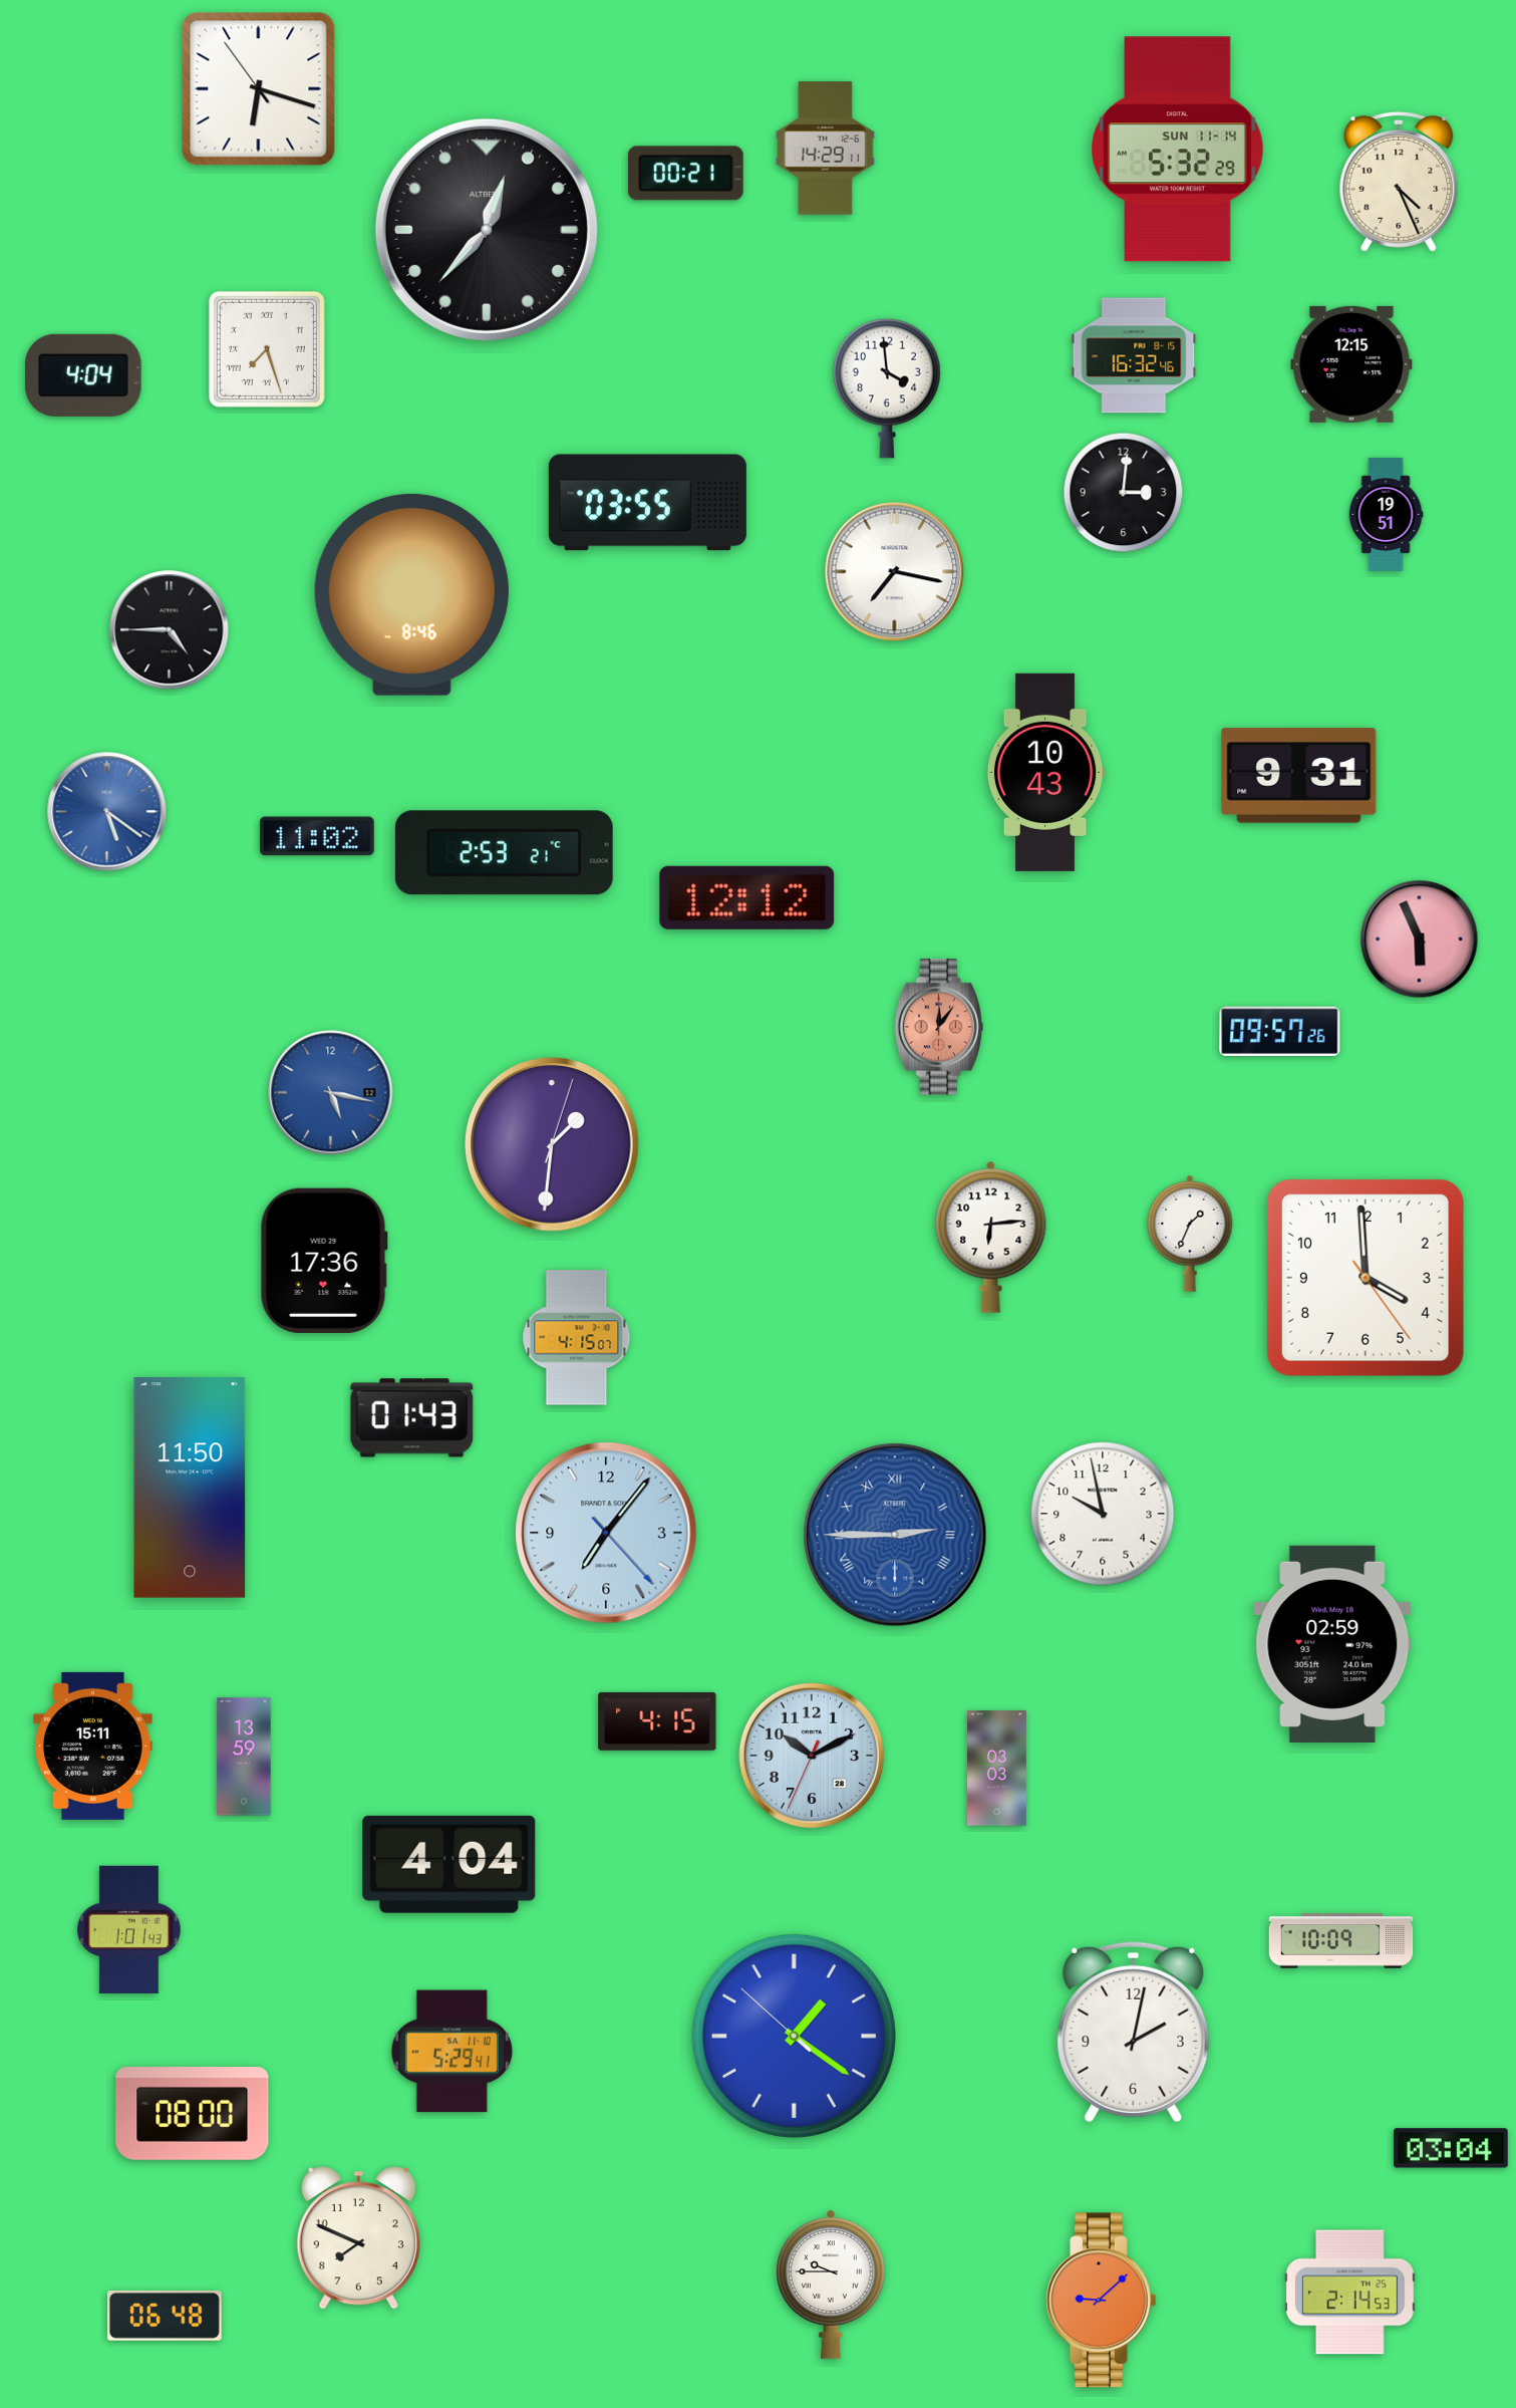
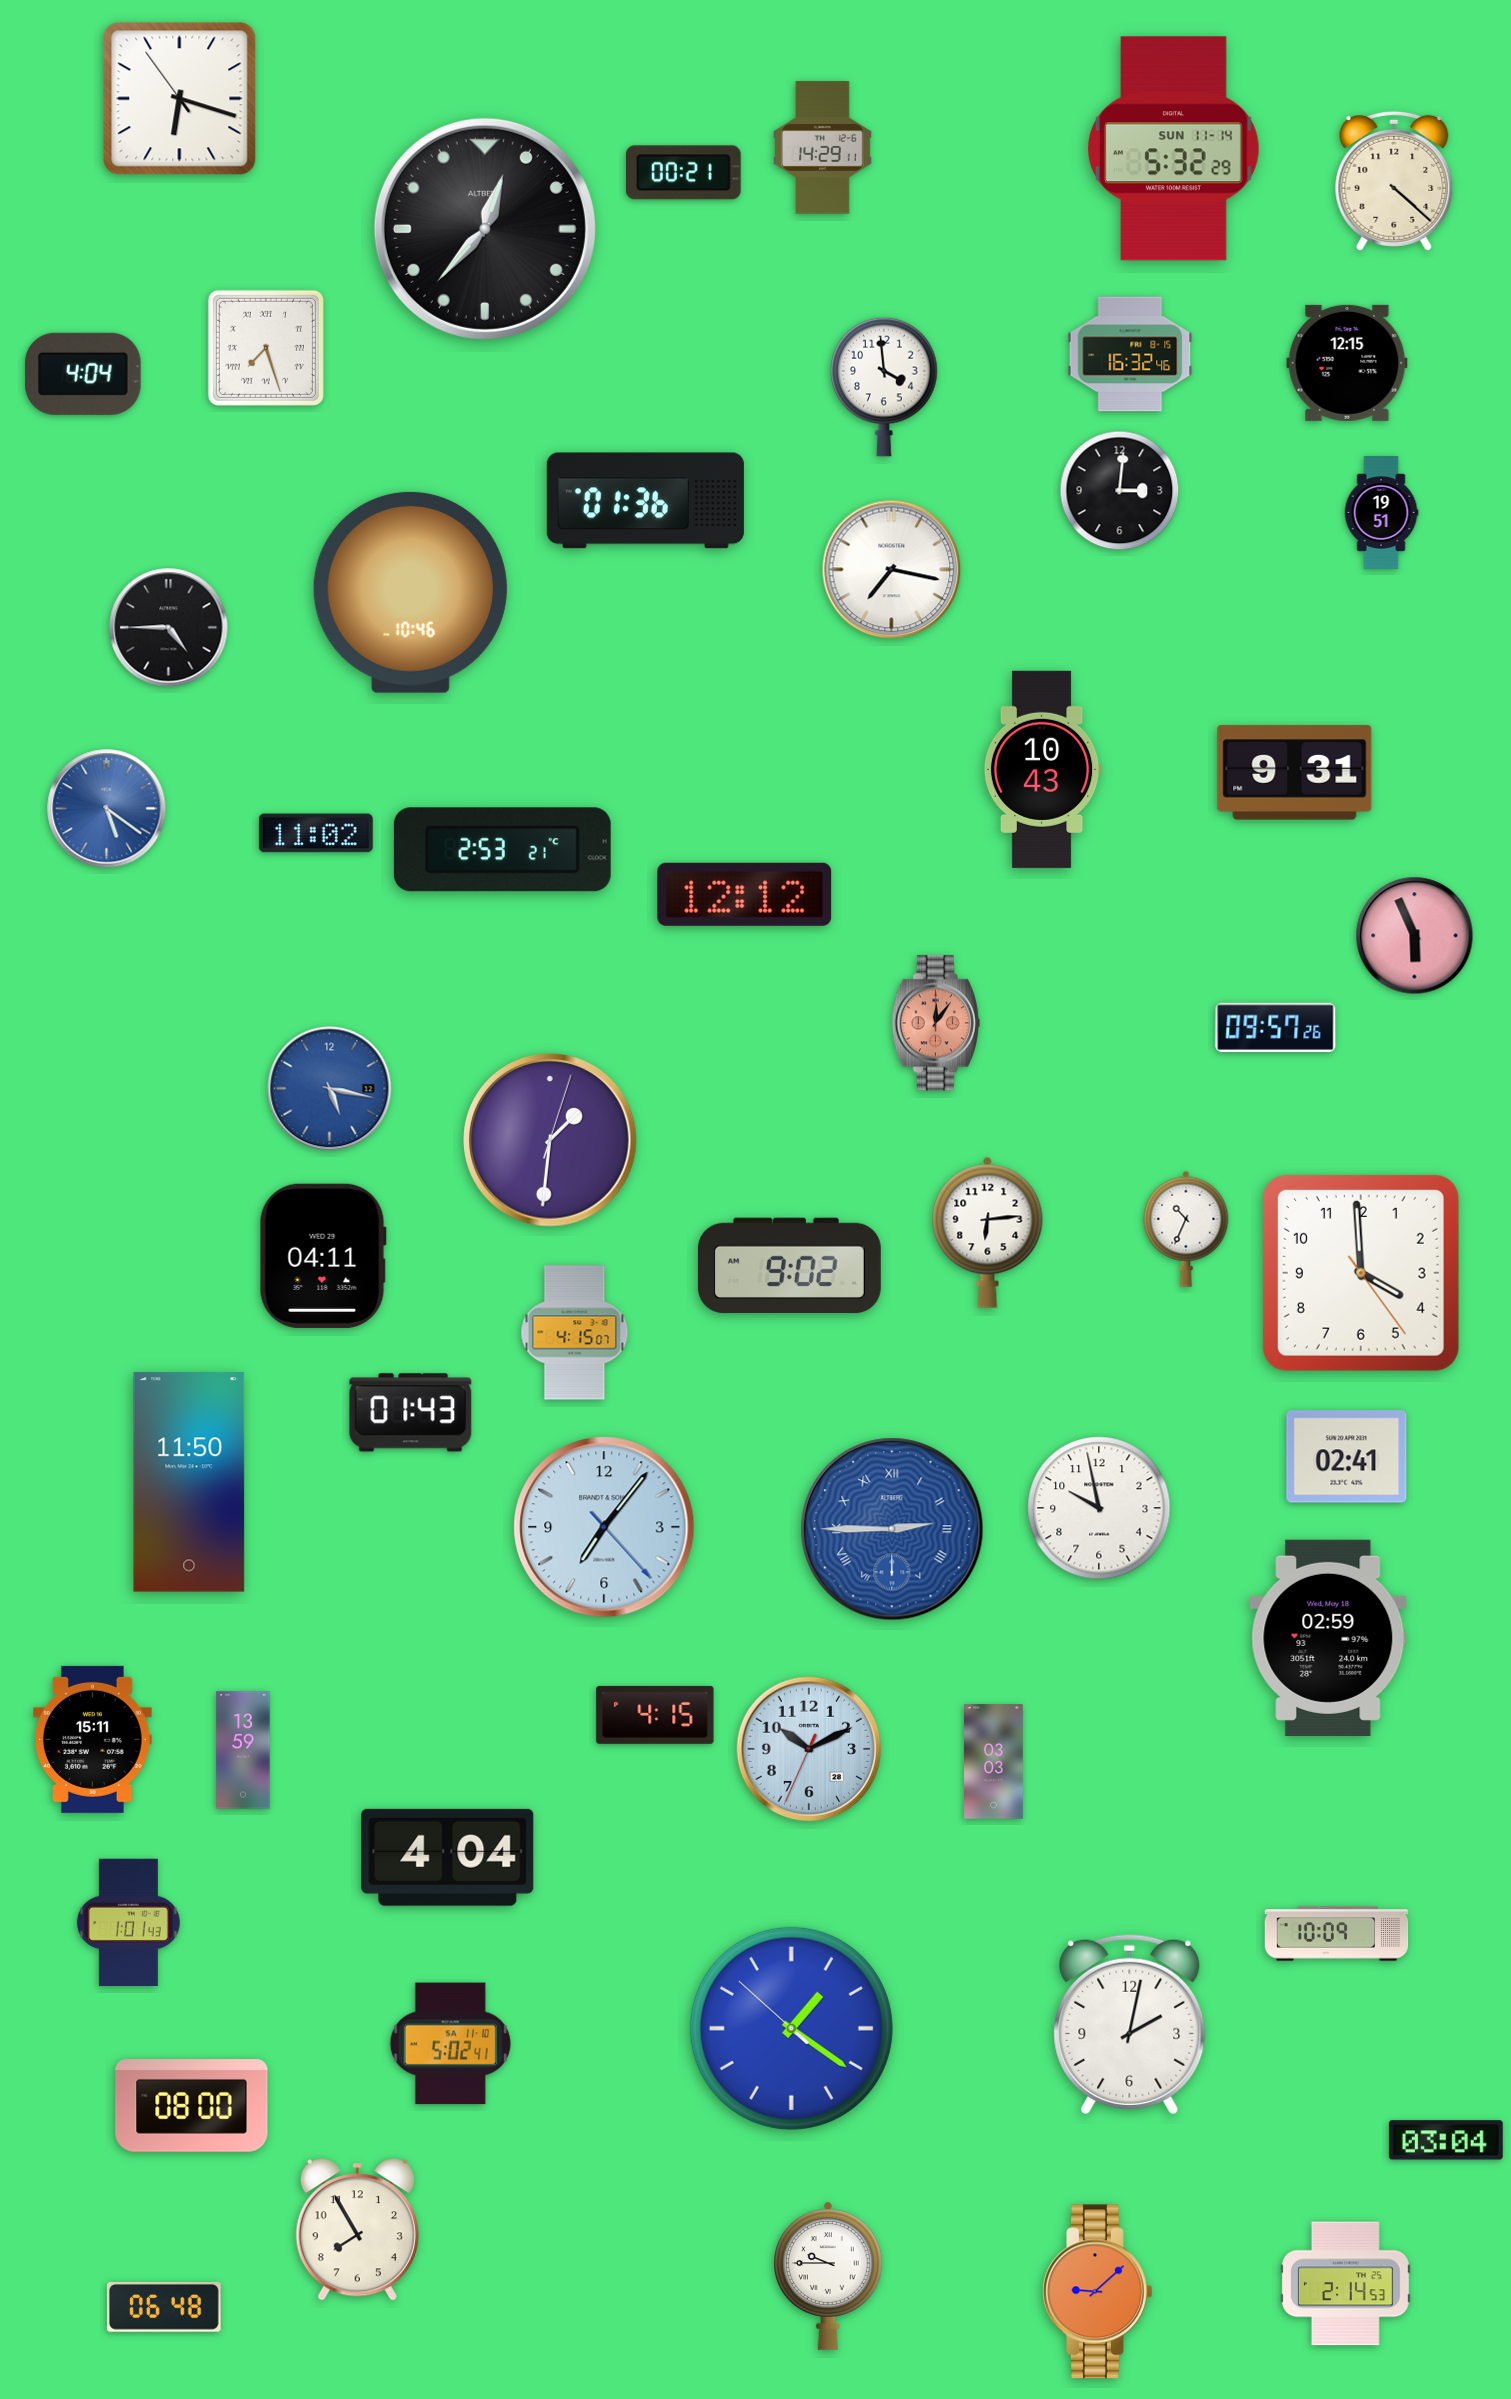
clock at (259, 89) position: (259, 89) -> (180, 99)
clock at (1399, 182): 4:26 -> 4:22
clock at (647, 503): 03:55 -> 01:36
clock at (411, 594): 8:46 -> 10:46
clock at (1190, 1234): 1:34 -> 10:34
clock at (324, 1261): 17:36 -> 04:11
clock at (789, 1266): none -> 9:02
clock at (1347, 1457): none -> 02:41
clock at (451, 2052): 5:29 -> 5:02
clock at (358, 2238): 7:49 -> 7:55
